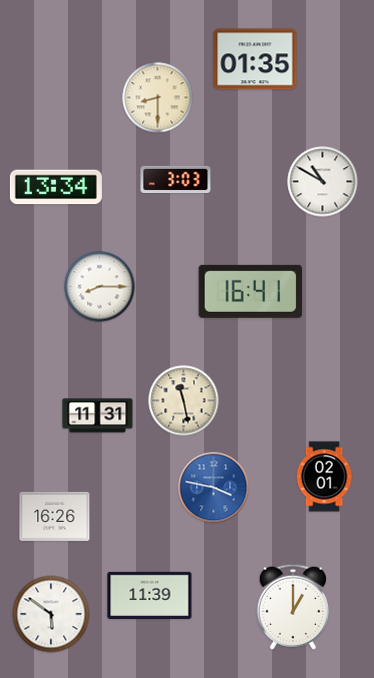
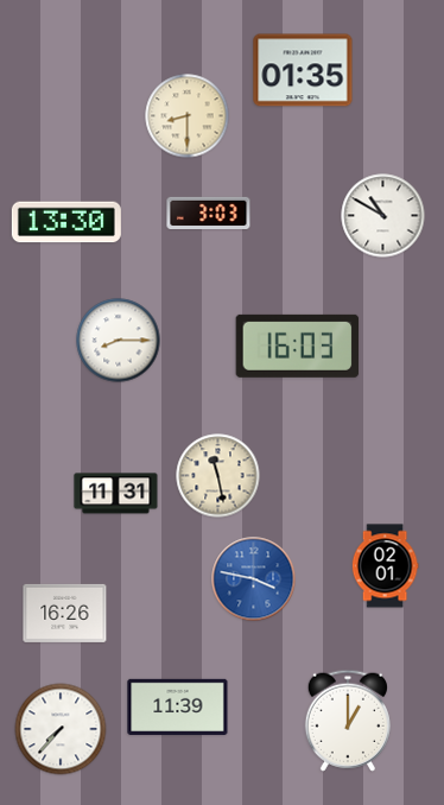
clock at (56, 187): 13:34 -> 13:30
clock at (251, 291): 16:41 -> 16:03
clock at (51, 614): 5:51 -> 7:37
